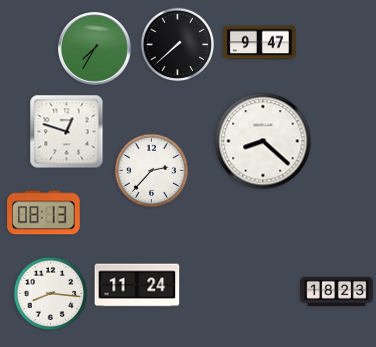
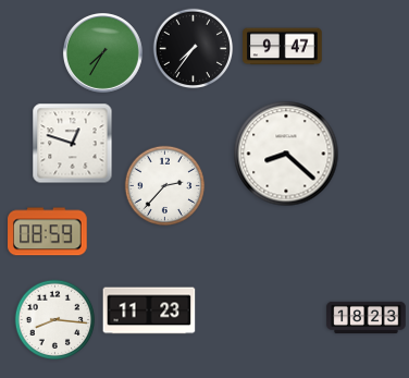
clock at (178, 45): 7:38 -> 7:36
clock at (44, 213): 08:13 -> 08:59
clock at (137, 285): 11:24 -> 11:23
